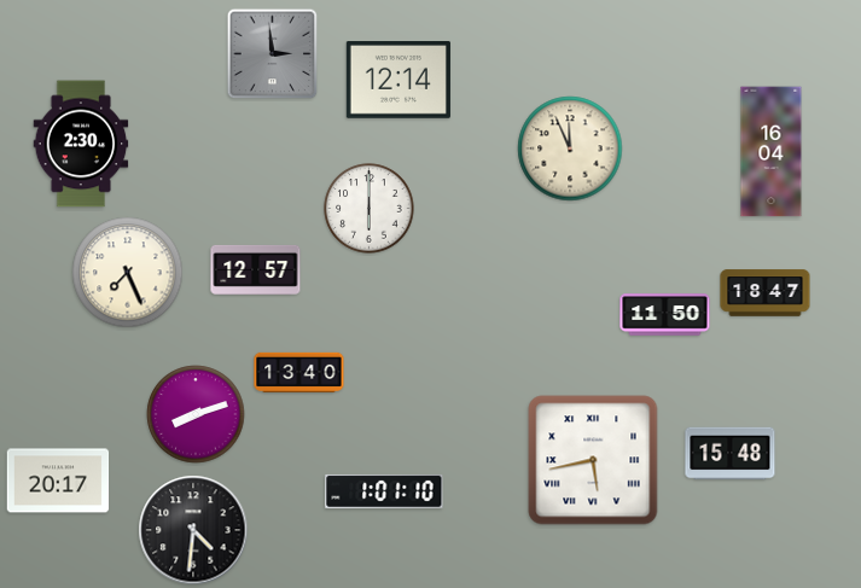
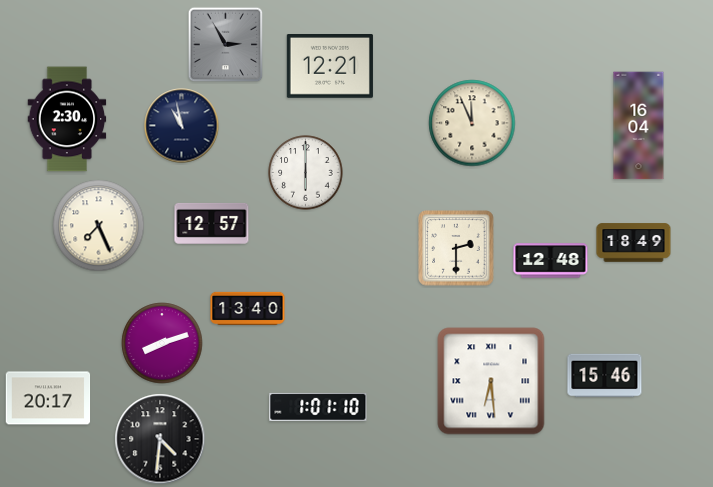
clock at (273, 54): 2:59 -> 2:55
clock at (398, 81): 12:14 -> 12:21
clock at (182, 126): none -> 10:58
clock at (128, 273) position: (128, 273) -> (99, 226)
clock at (766, 293): 18:47 -> 18:49
clock at (456, 248): none -> 2:30
clock at (665, 315): 11:50 -> 12:48
clock at (731, 454): 15:48 -> 15:46
clock at (593, 460): 5:43 -> 6:29
